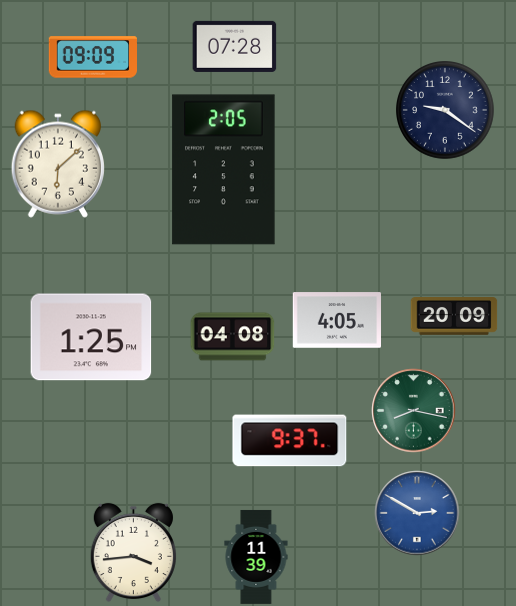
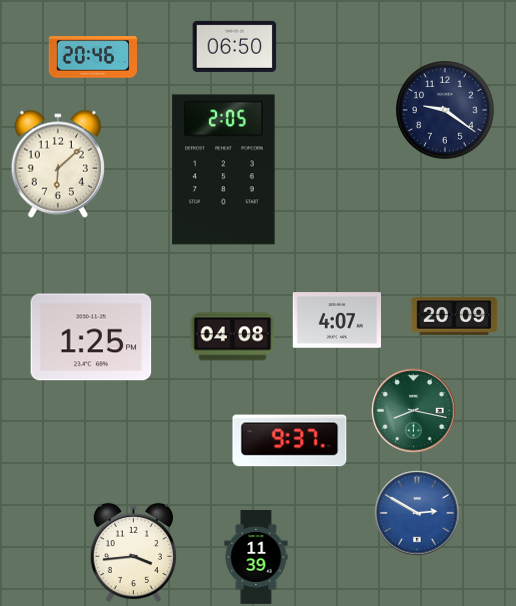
clock at (235, 46): 07:28 -> 06:50
clock at (93, 57): 09:09 -> 20:46
clock at (336, 320): 4:05 -> 4:07
